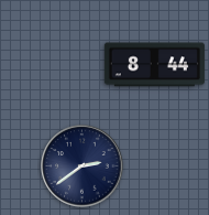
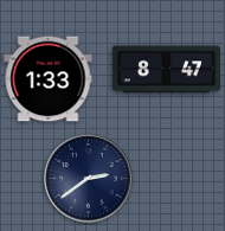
clock at (154, 65): 8:44 -> 8:47
clock at (49, 79): none -> 1:33
